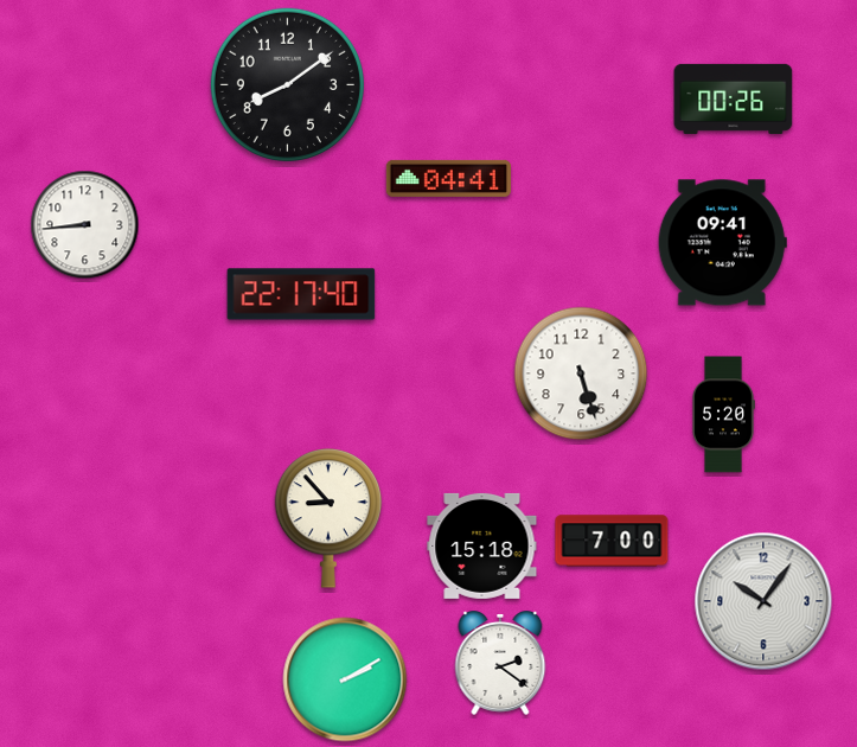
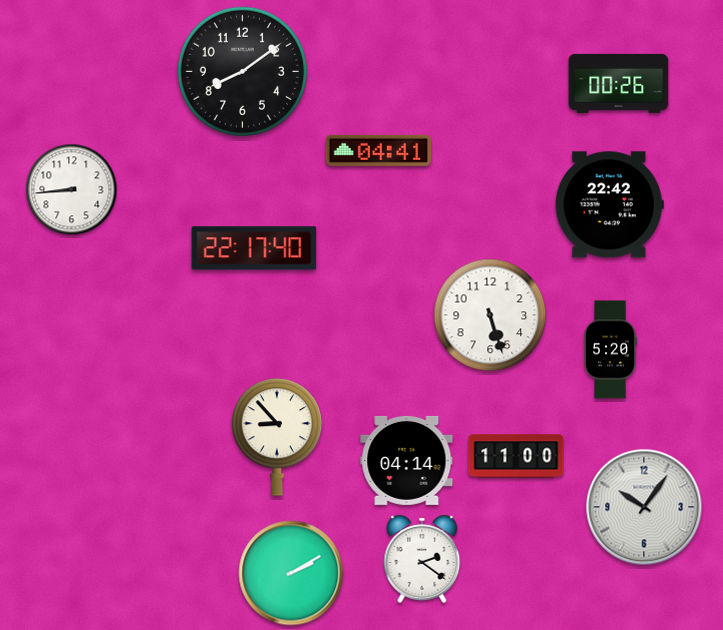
clock at (722, 243): 09:41 -> 22:42
clock at (612, 541): 7:00 -> 11:00
clock at (482, 545): 15:18 -> 04:14
